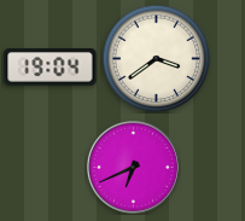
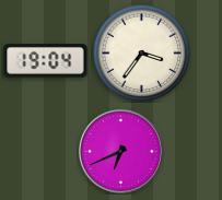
clock at (156, 58): 3:39 -> 3:36
